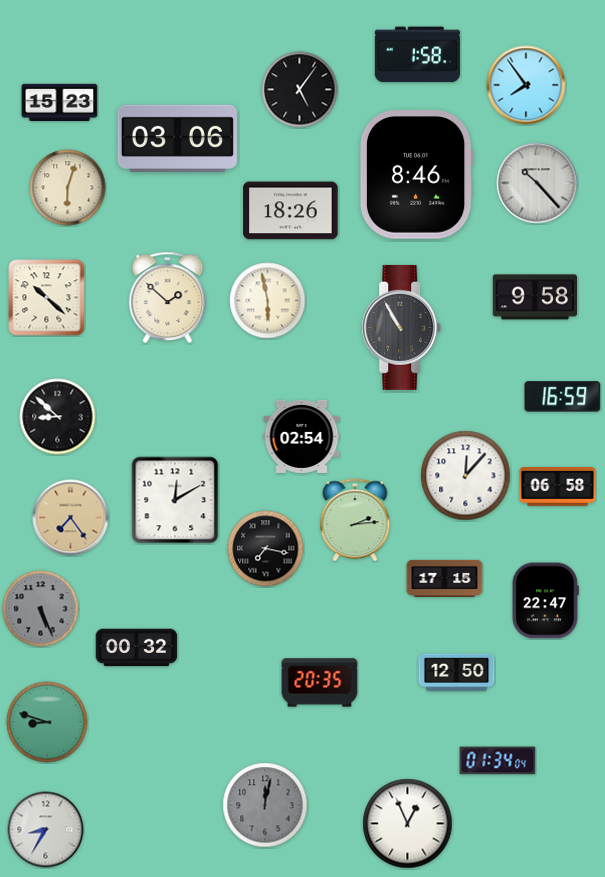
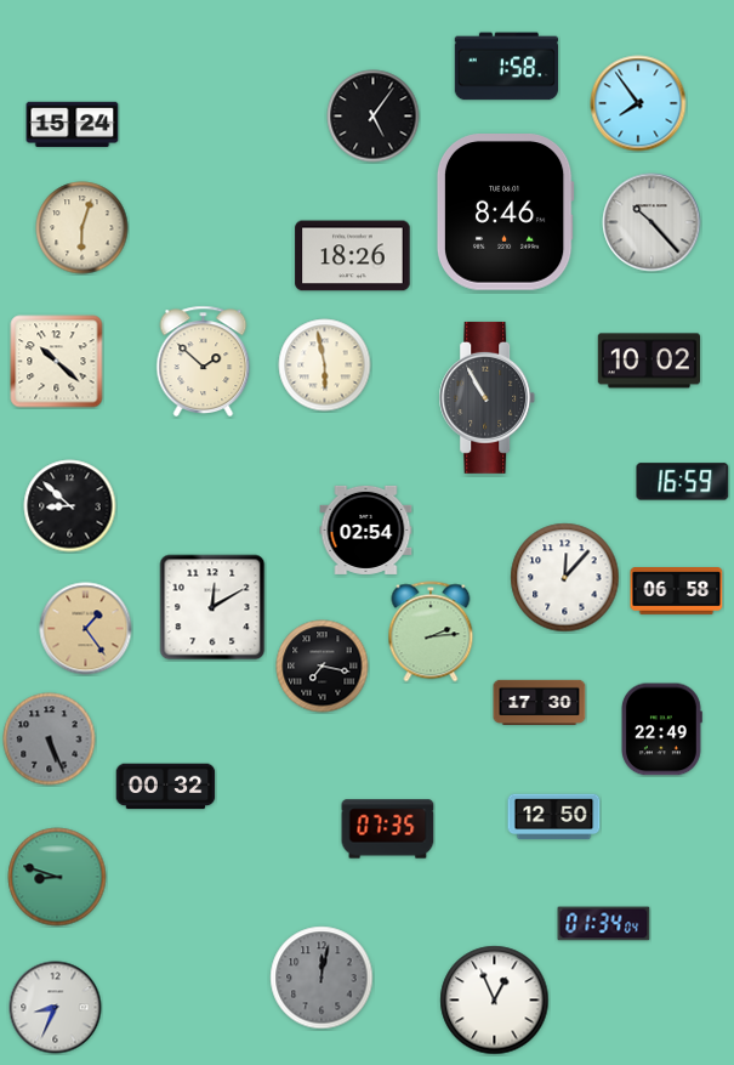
clock at (300, 90) position: (300, 90) -> (374, 117)
clock at (60, 103): 15:23 -> 15:24
clock at (177, 138): 03:06 -> none
clock at (534, 297): 9:58 -> 10:02
clock at (71, 518): 7:24 -> 1:24
clock at (445, 578): 17:15 -> 17:30
clock at (545, 601): 22:47 -> 22:49
clock at (320, 683): 20:35 -> 07:35
clock at (46, 830): 8:35 -> 8:34
